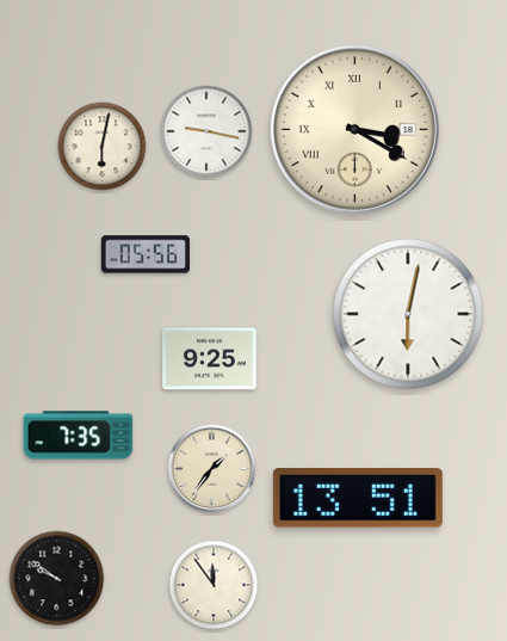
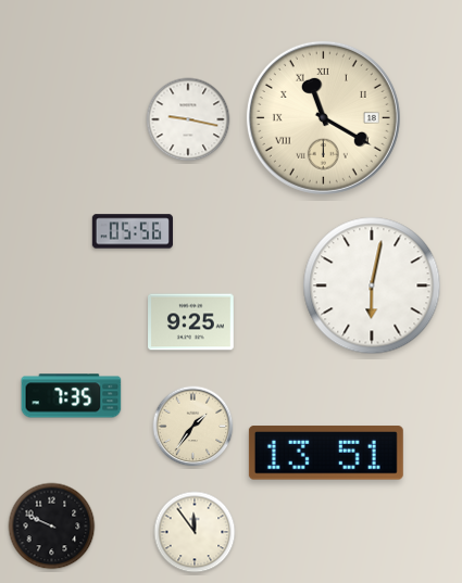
clock at (354, 129): 3:20 -> 11:20
clock at (103, 147): 6:02 -> none
clock at (210, 359) position: (210, 359) -> (191, 322)
clock at (57, 579): 9:51 -> 9:49
